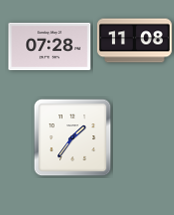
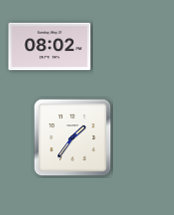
clock at (135, 41): 11:08 -> none
clock at (50, 47): 07:28 -> 08:02
